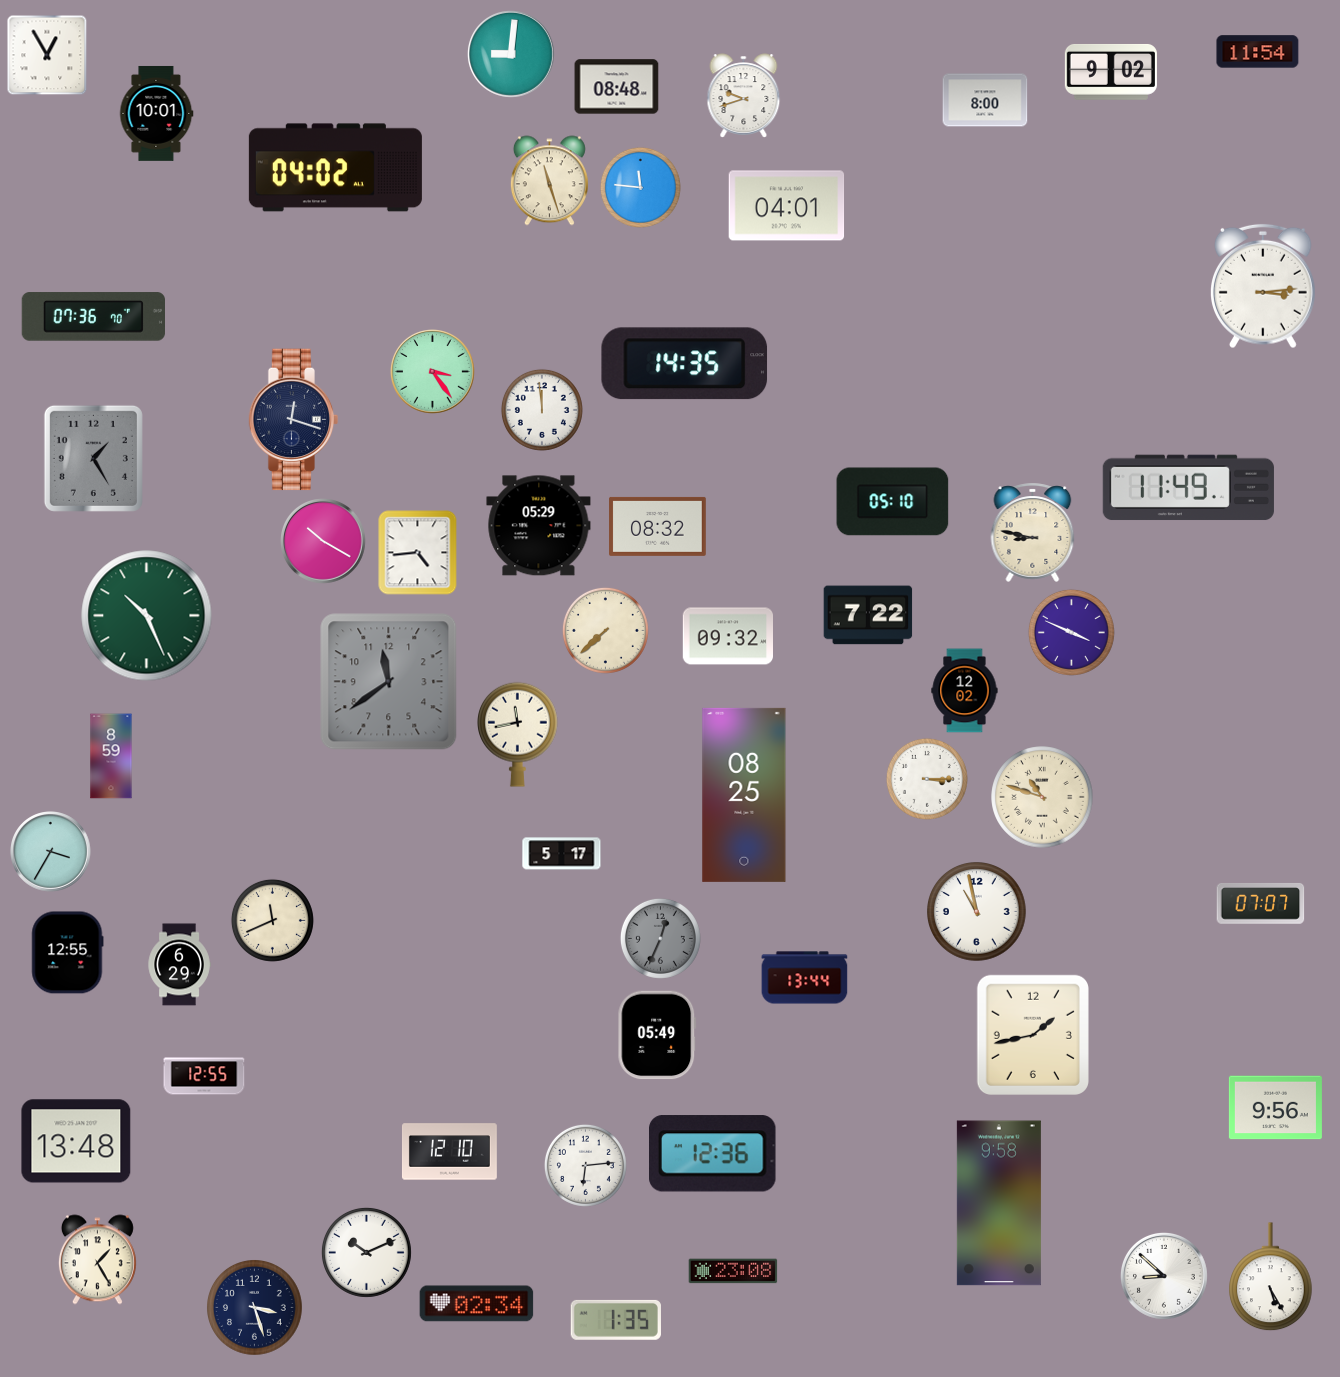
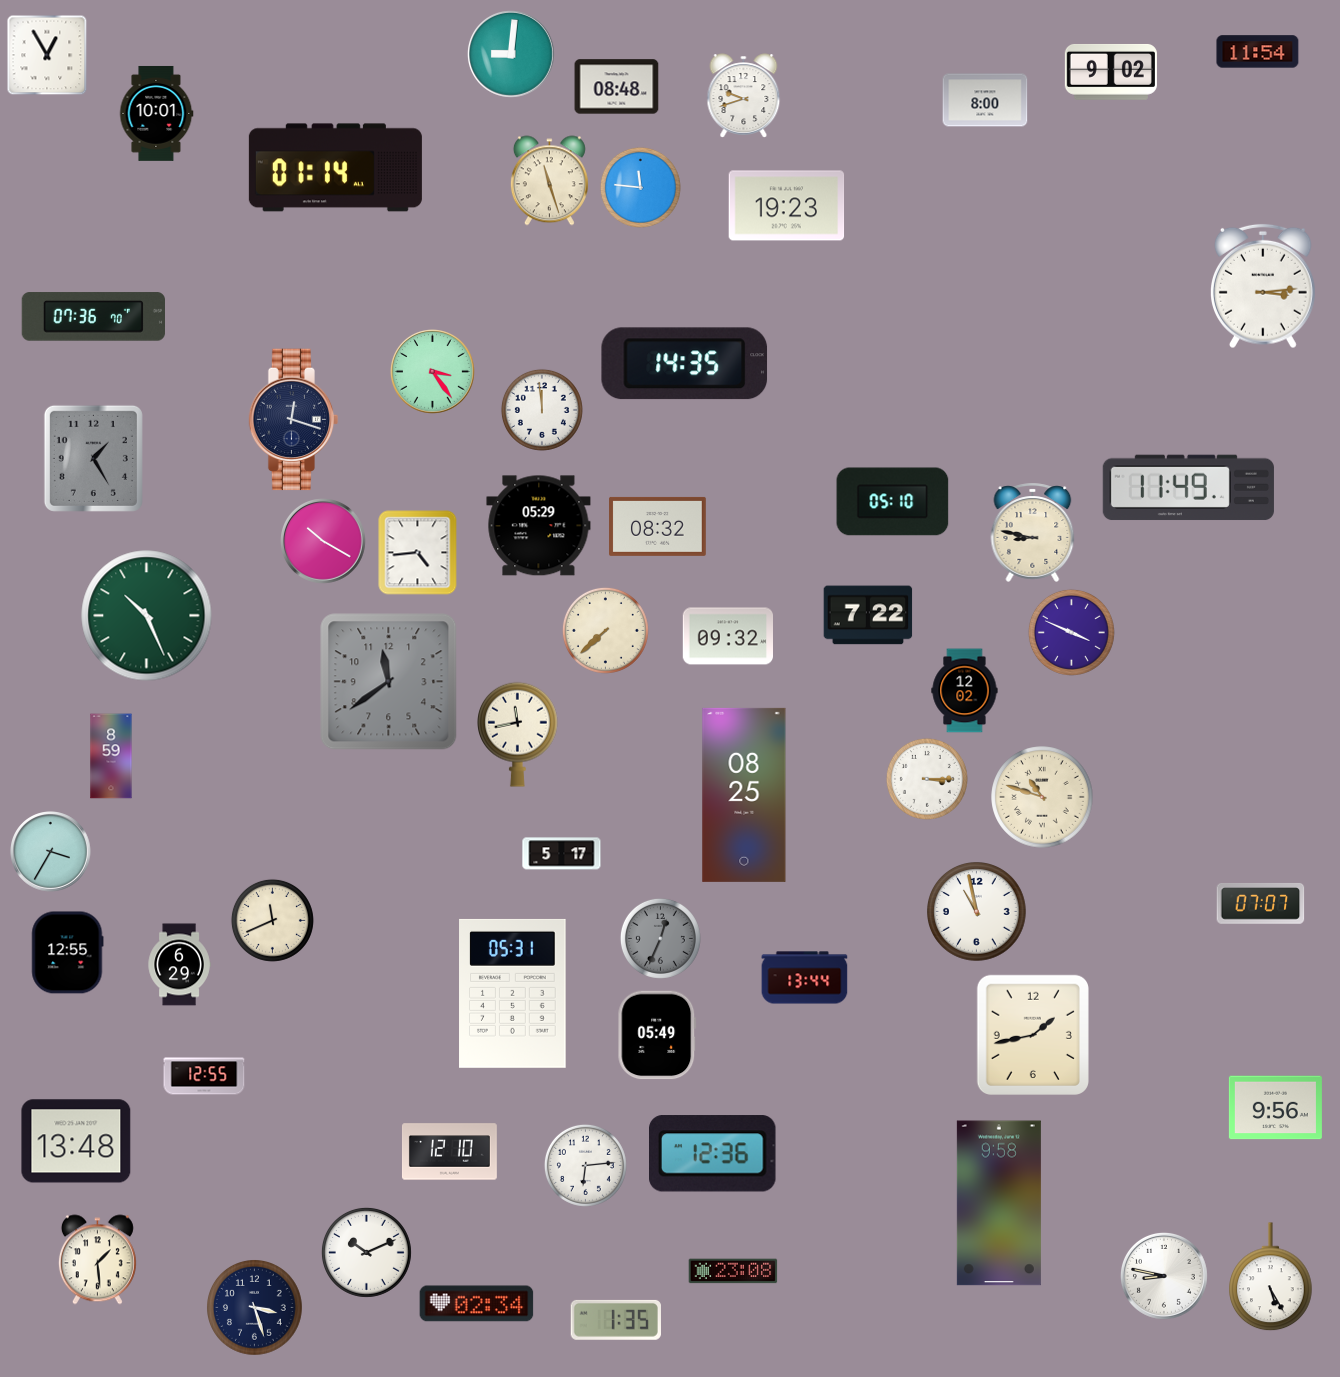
clock at (335, 168): 04:02 -> 01:14
clock at (787, 206): 04:01 -> 19:23
clock at (513, 993): none -> 05:31
clock at (97, 1260): 1:25 -> 1:29
clock at (1164, 1276): 8:52 -> 8:47
